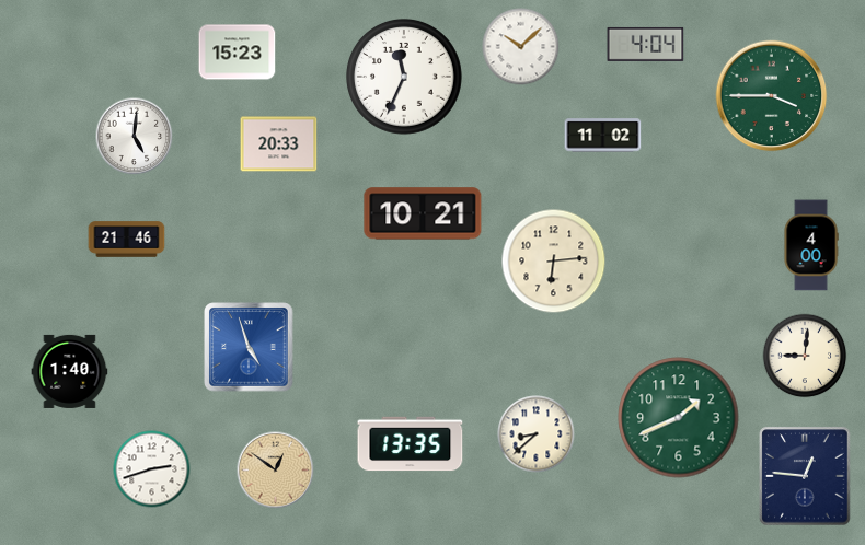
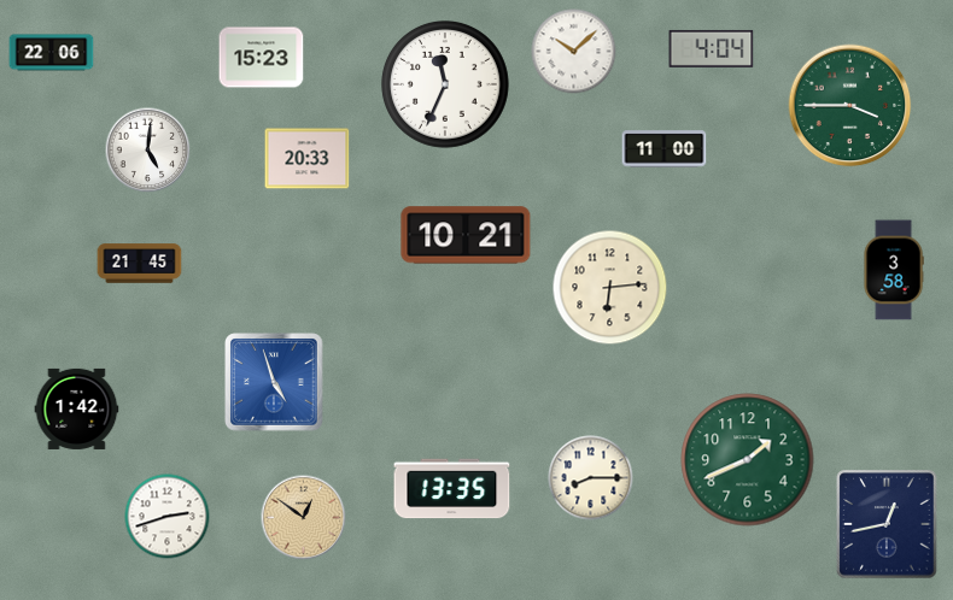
clock at (52, 53): none -> 22:06
clock at (603, 136): 11:02 -> 11:00
clock at (127, 240): 21:46 -> 21:45
clock at (811, 245): 4:00 -> 3:58
clock at (805, 356): 9:01 -> none
clock at (70, 371): 1:40 -> 1:42
clock at (537, 434): 8:38 -> 8:15
clock at (805, 476): 12:46 -> 12:43
